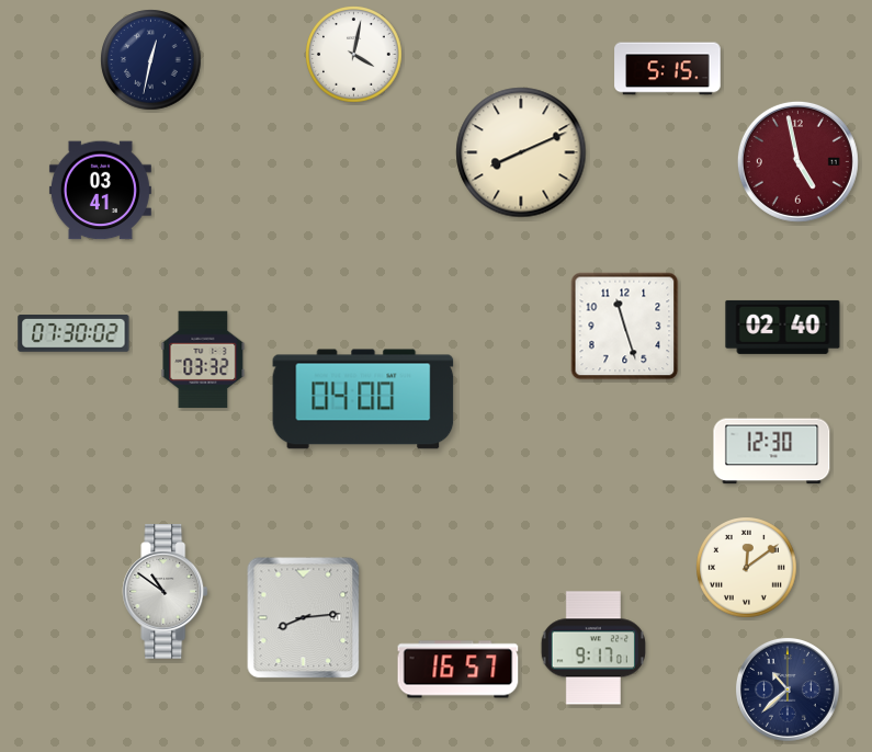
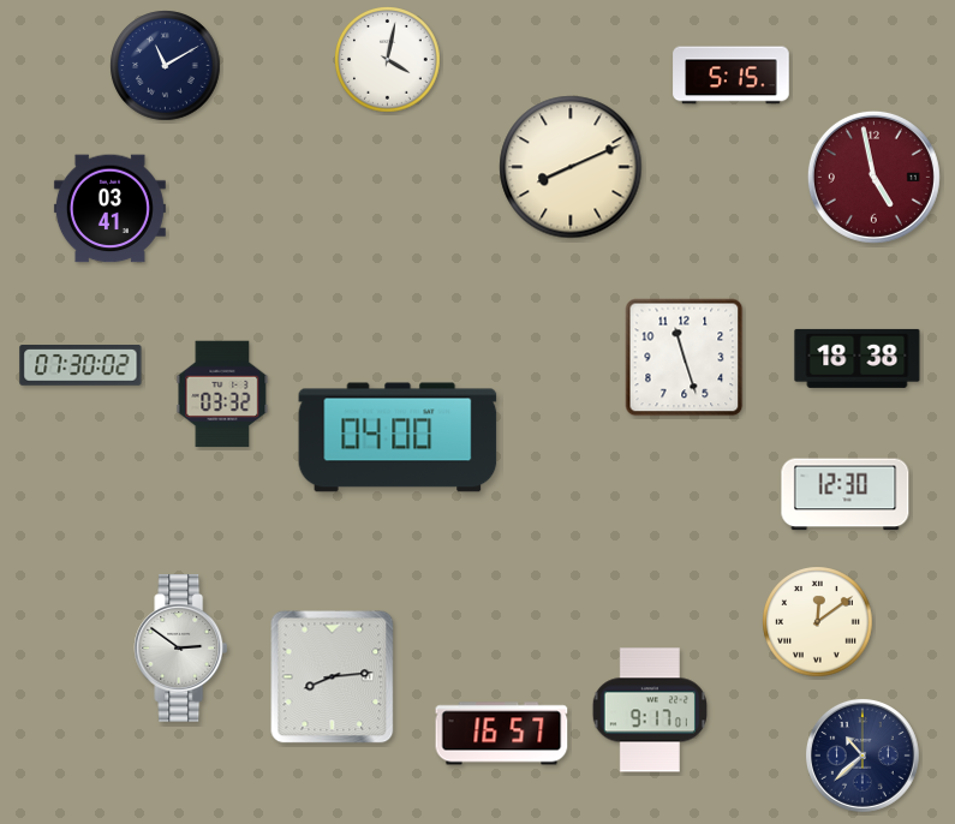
clock at (151, 60): 12:32 -> 11:10
clock at (783, 327): 02:40 -> 18:38
clock at (166, 592): 10:51 -> 2:51
